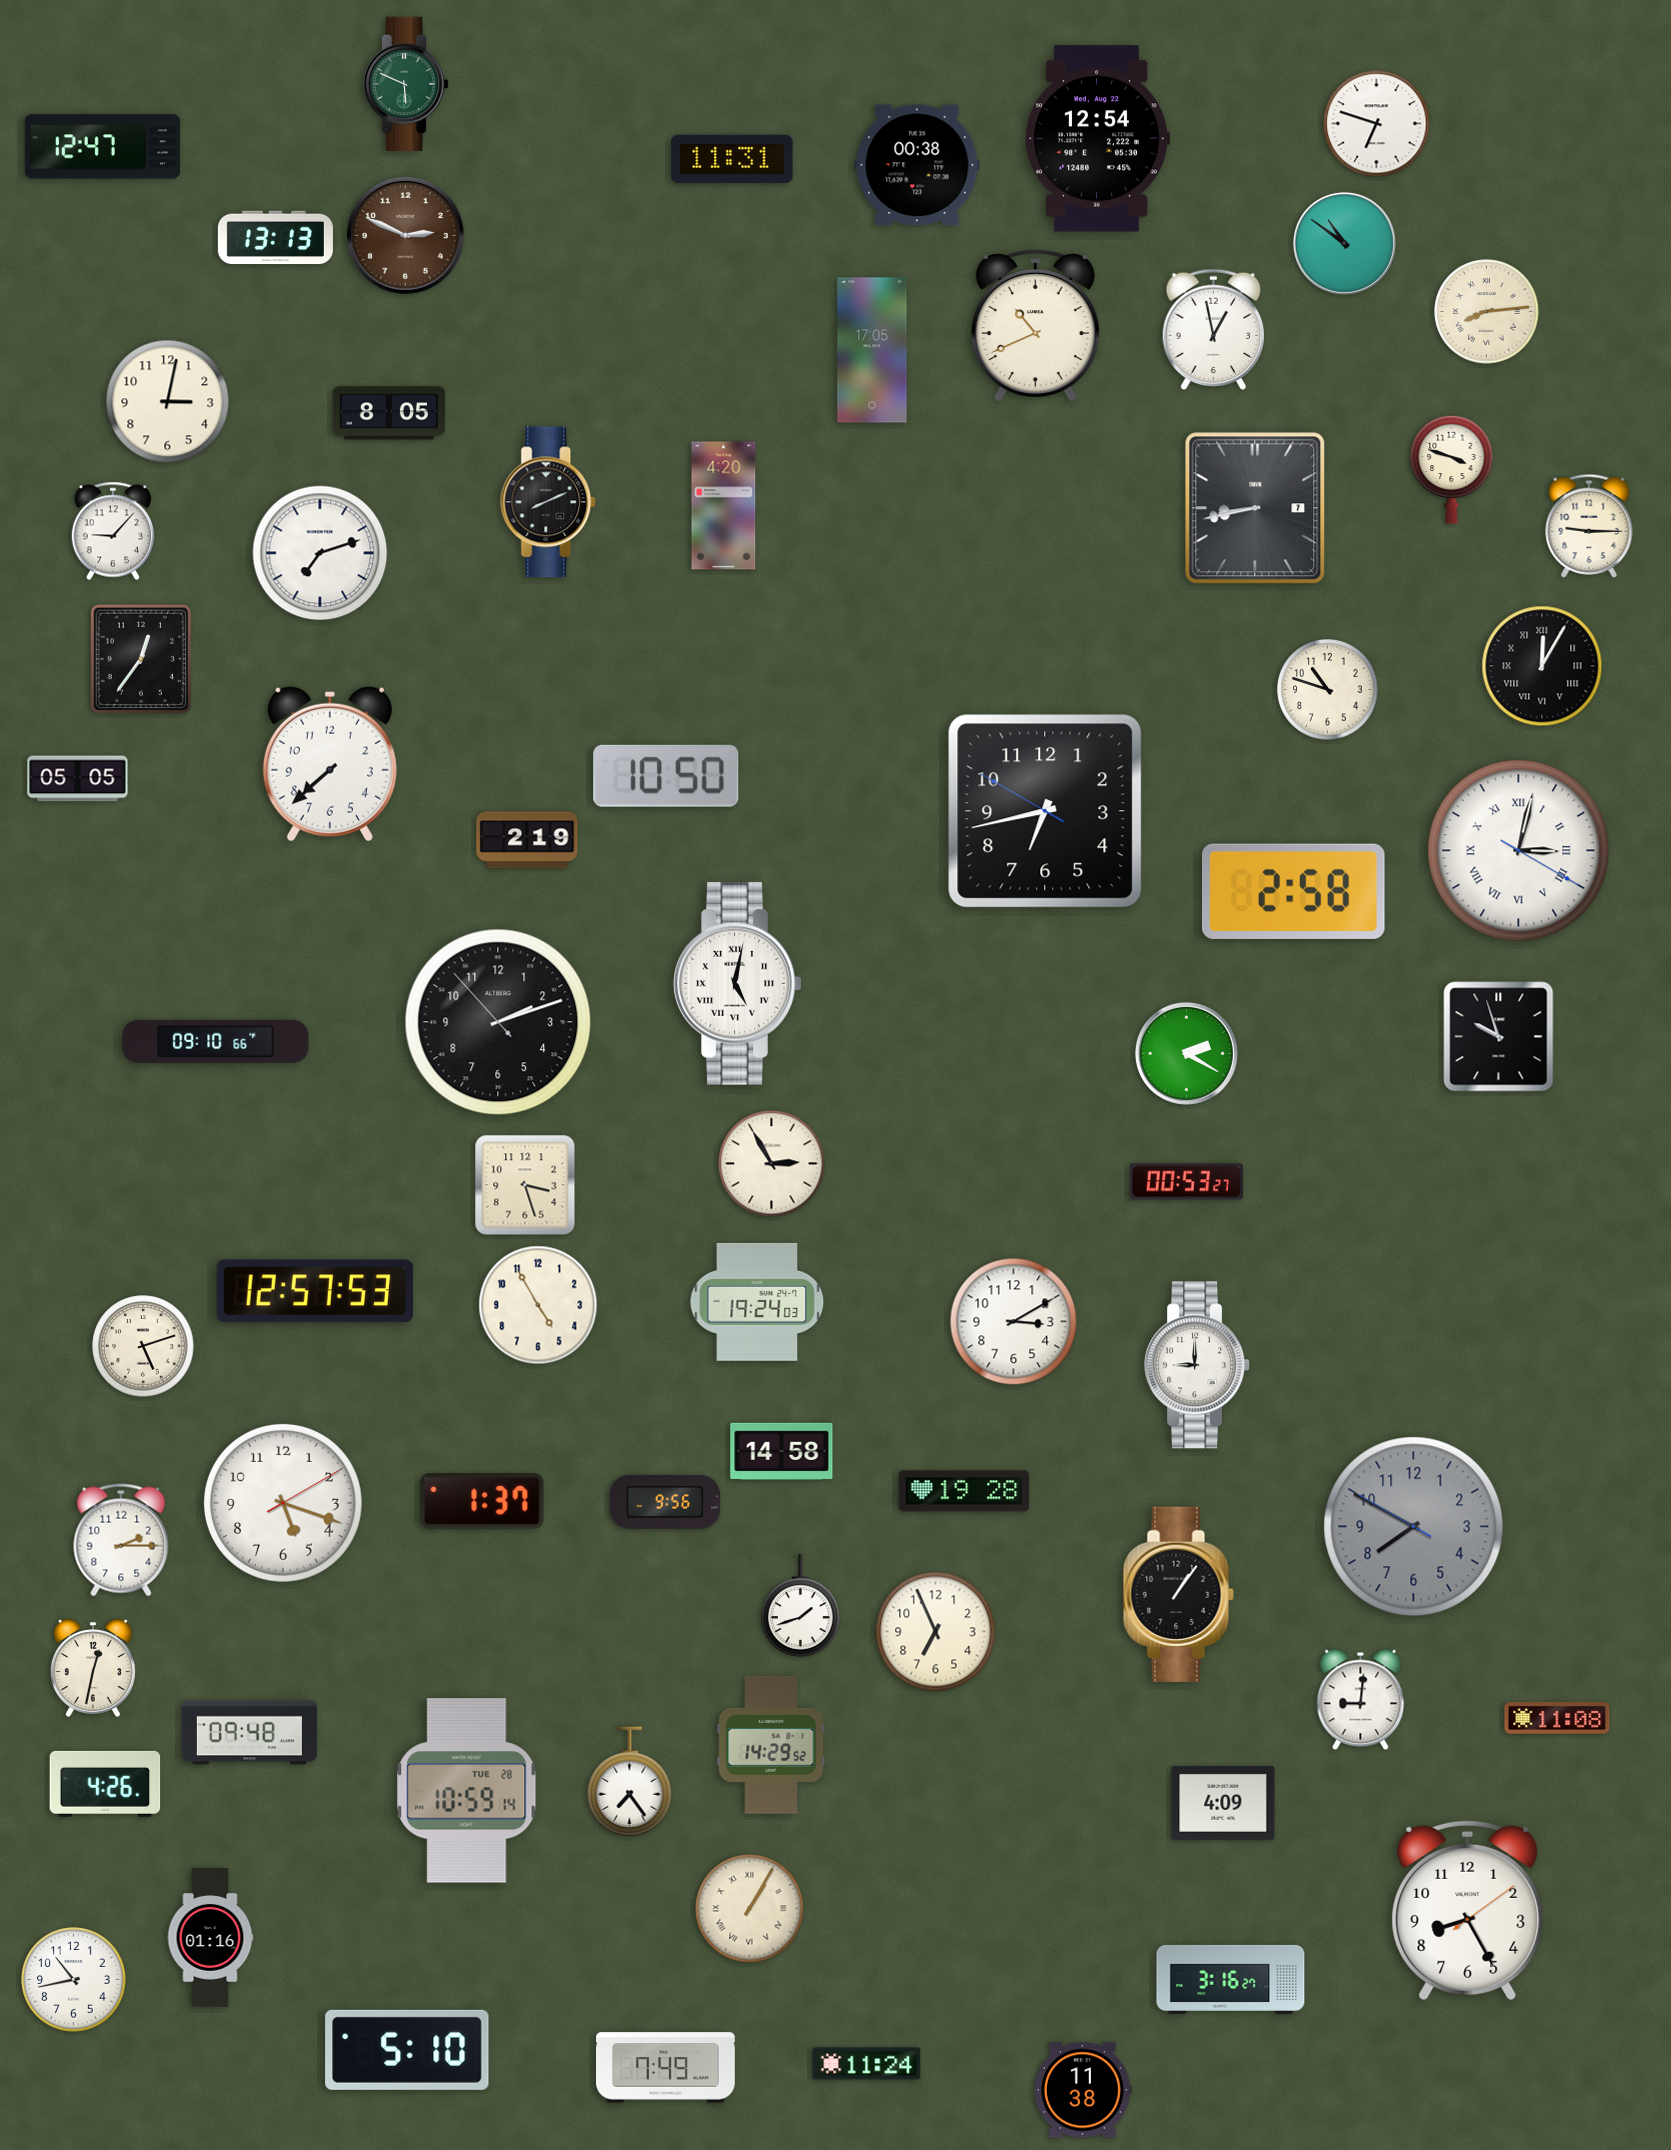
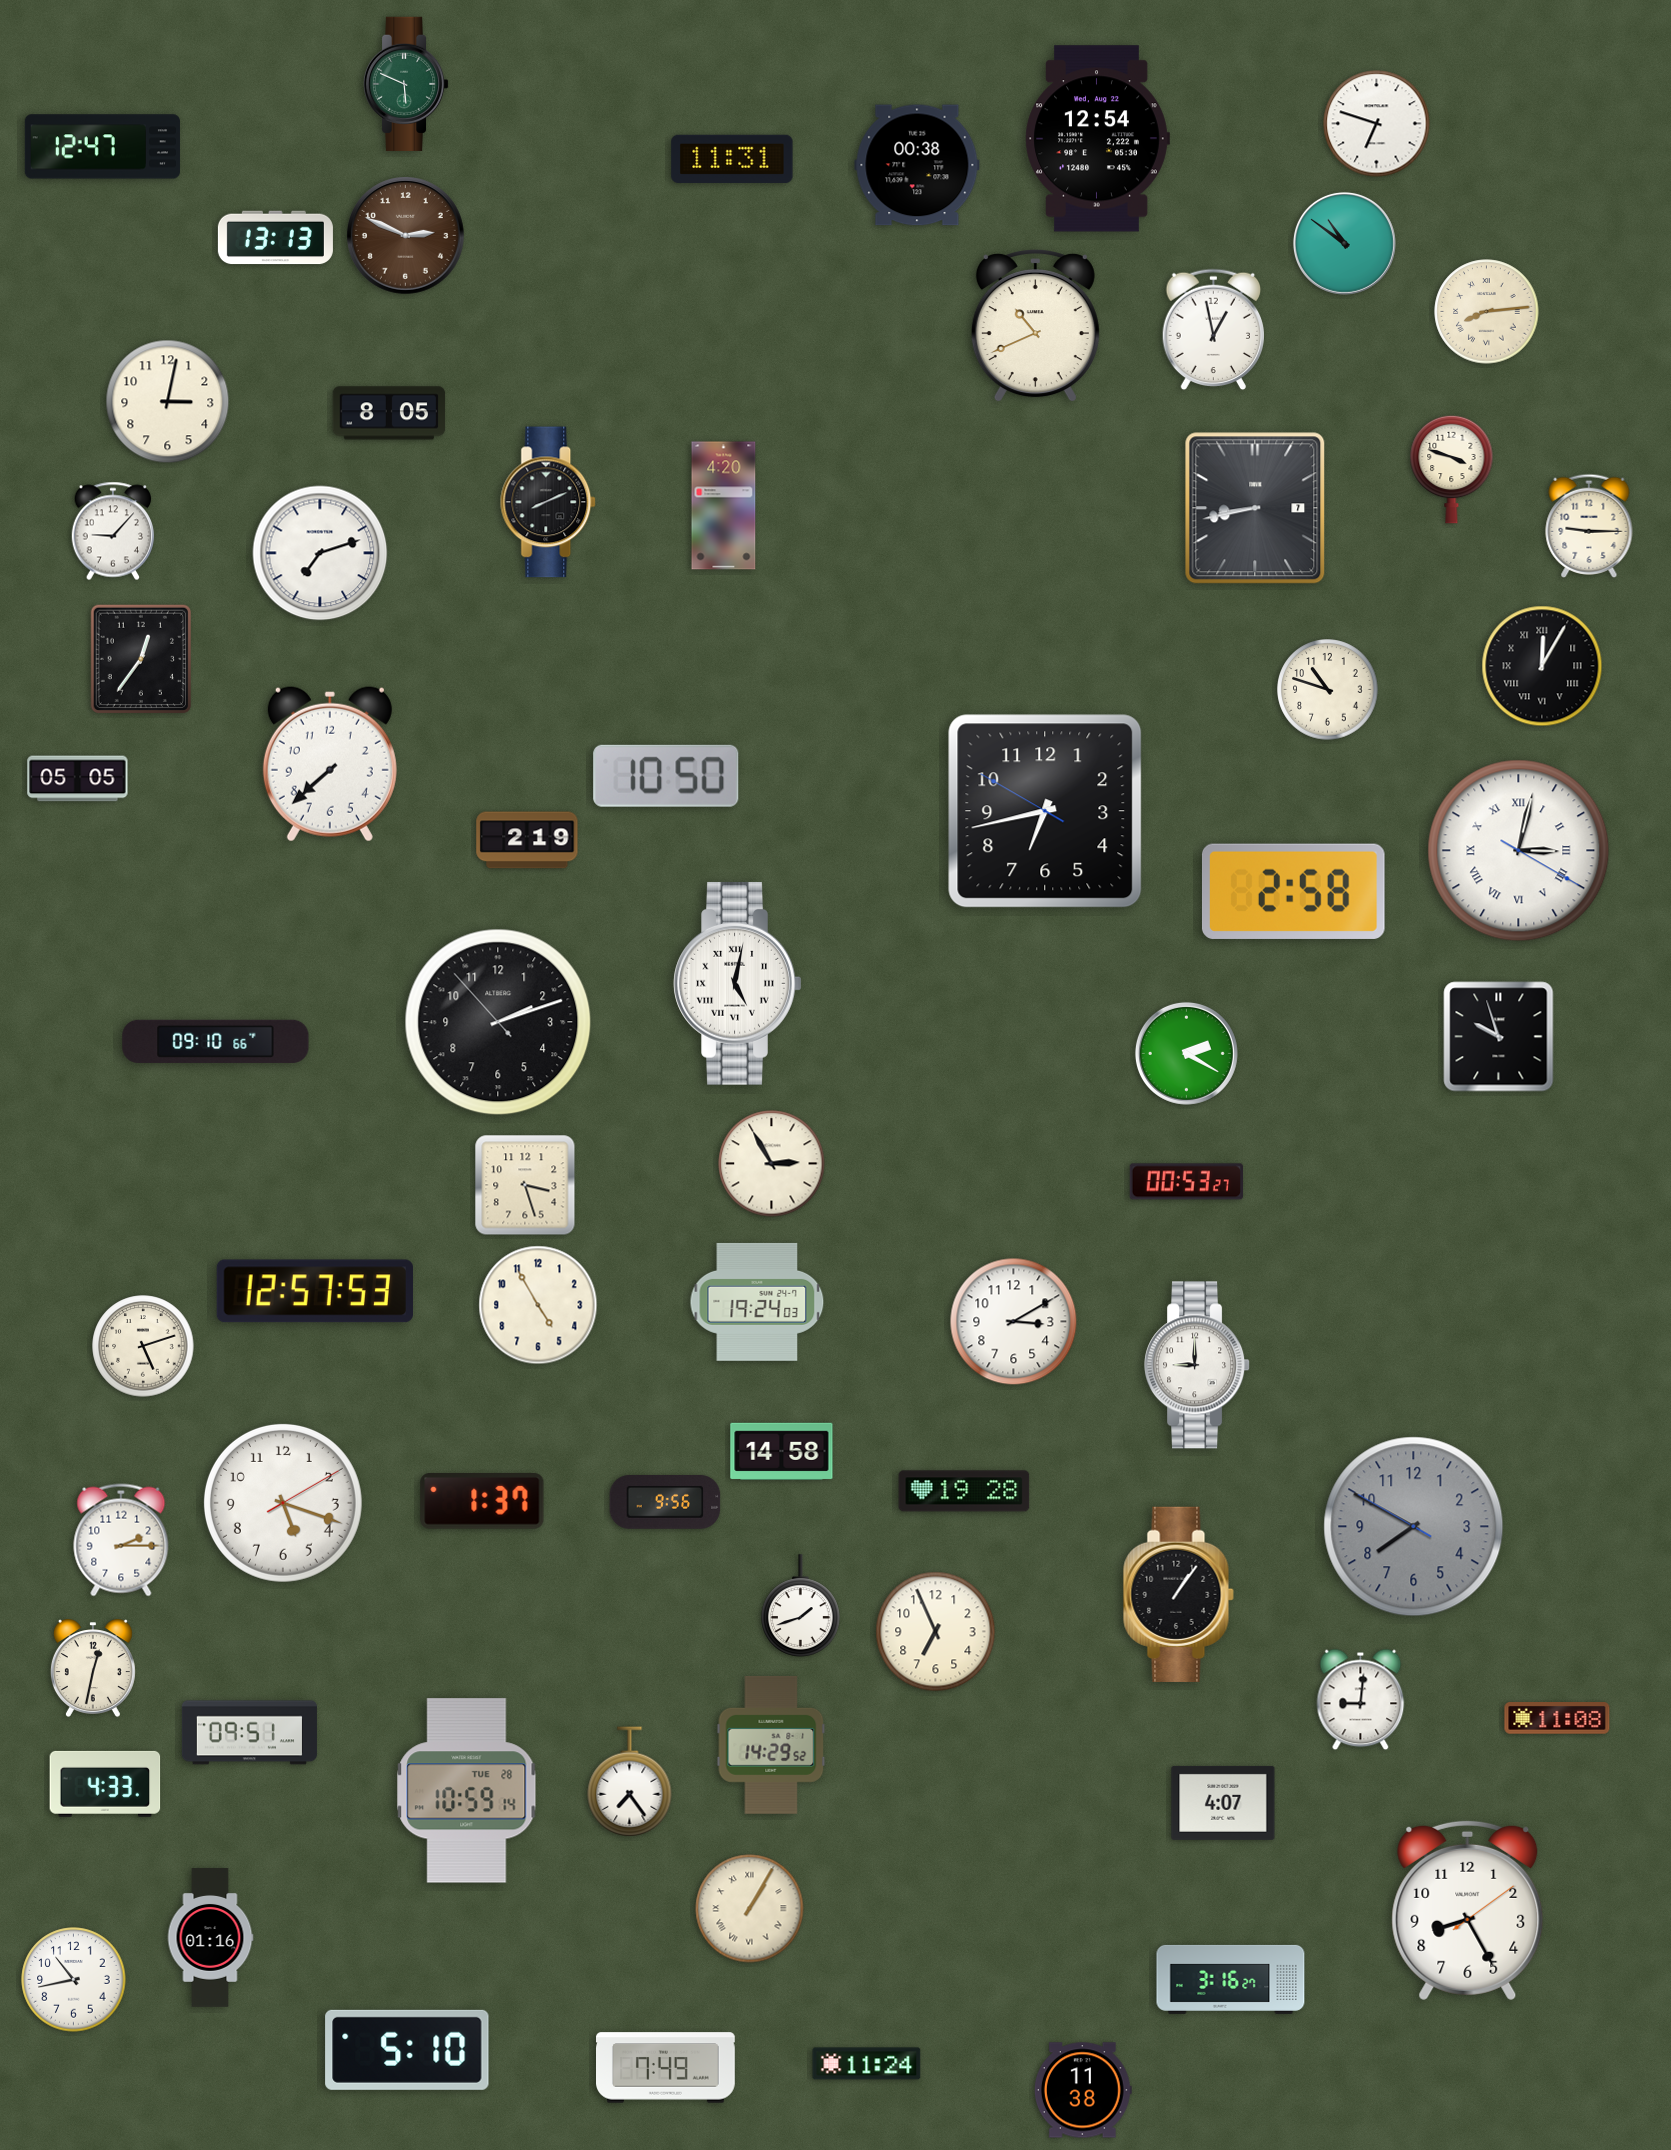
clock at (872, 350): 17:05 -> none
clock at (249, 1733): 09:48 -> 09:51
clock at (105, 1784): 4:26 -> 4:33
clock at (1223, 1803): 4:09 -> 4:07
